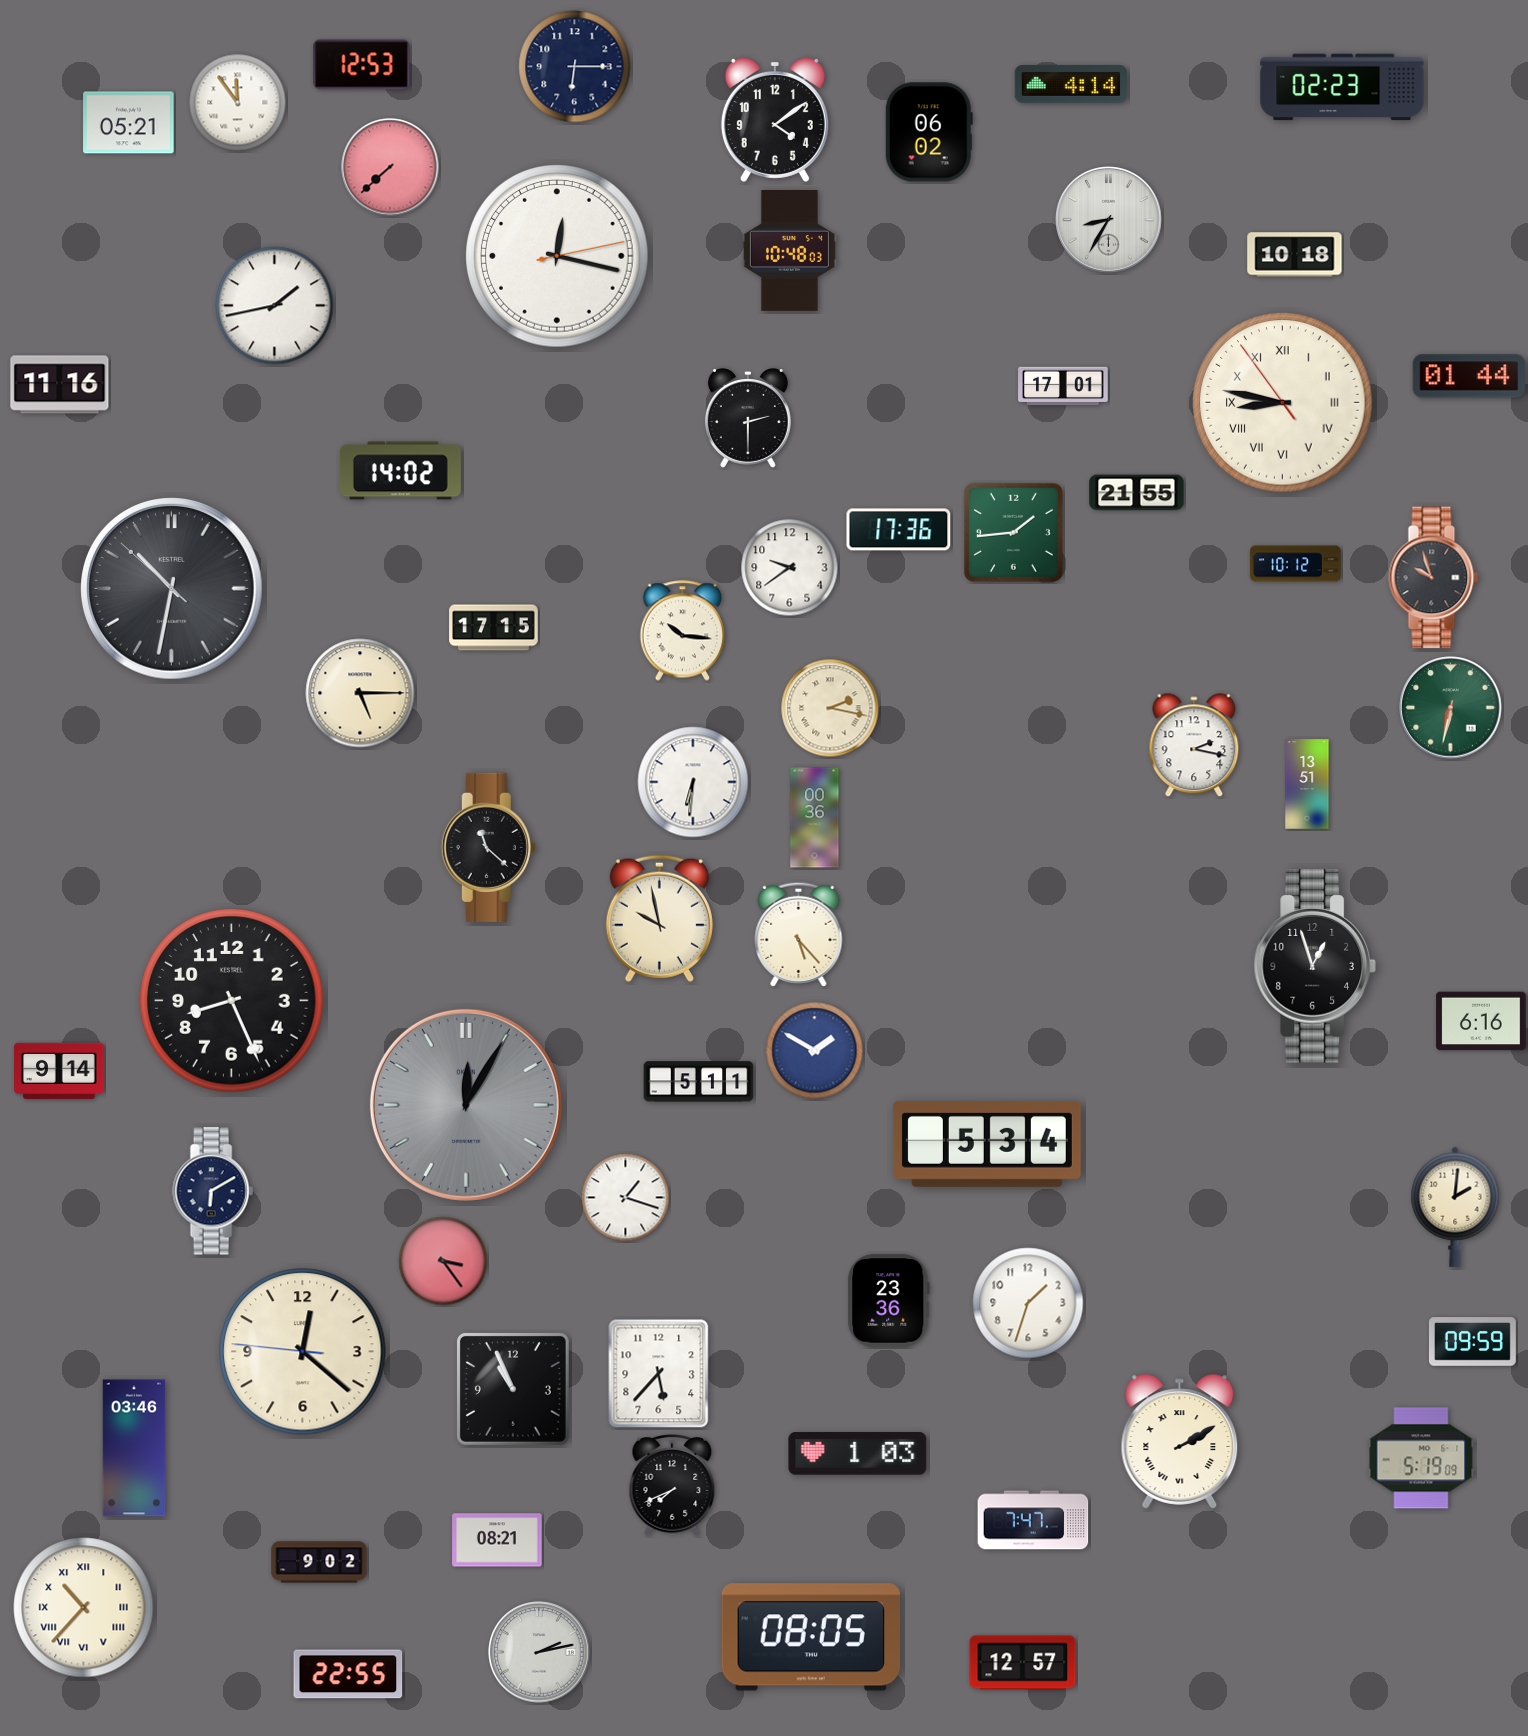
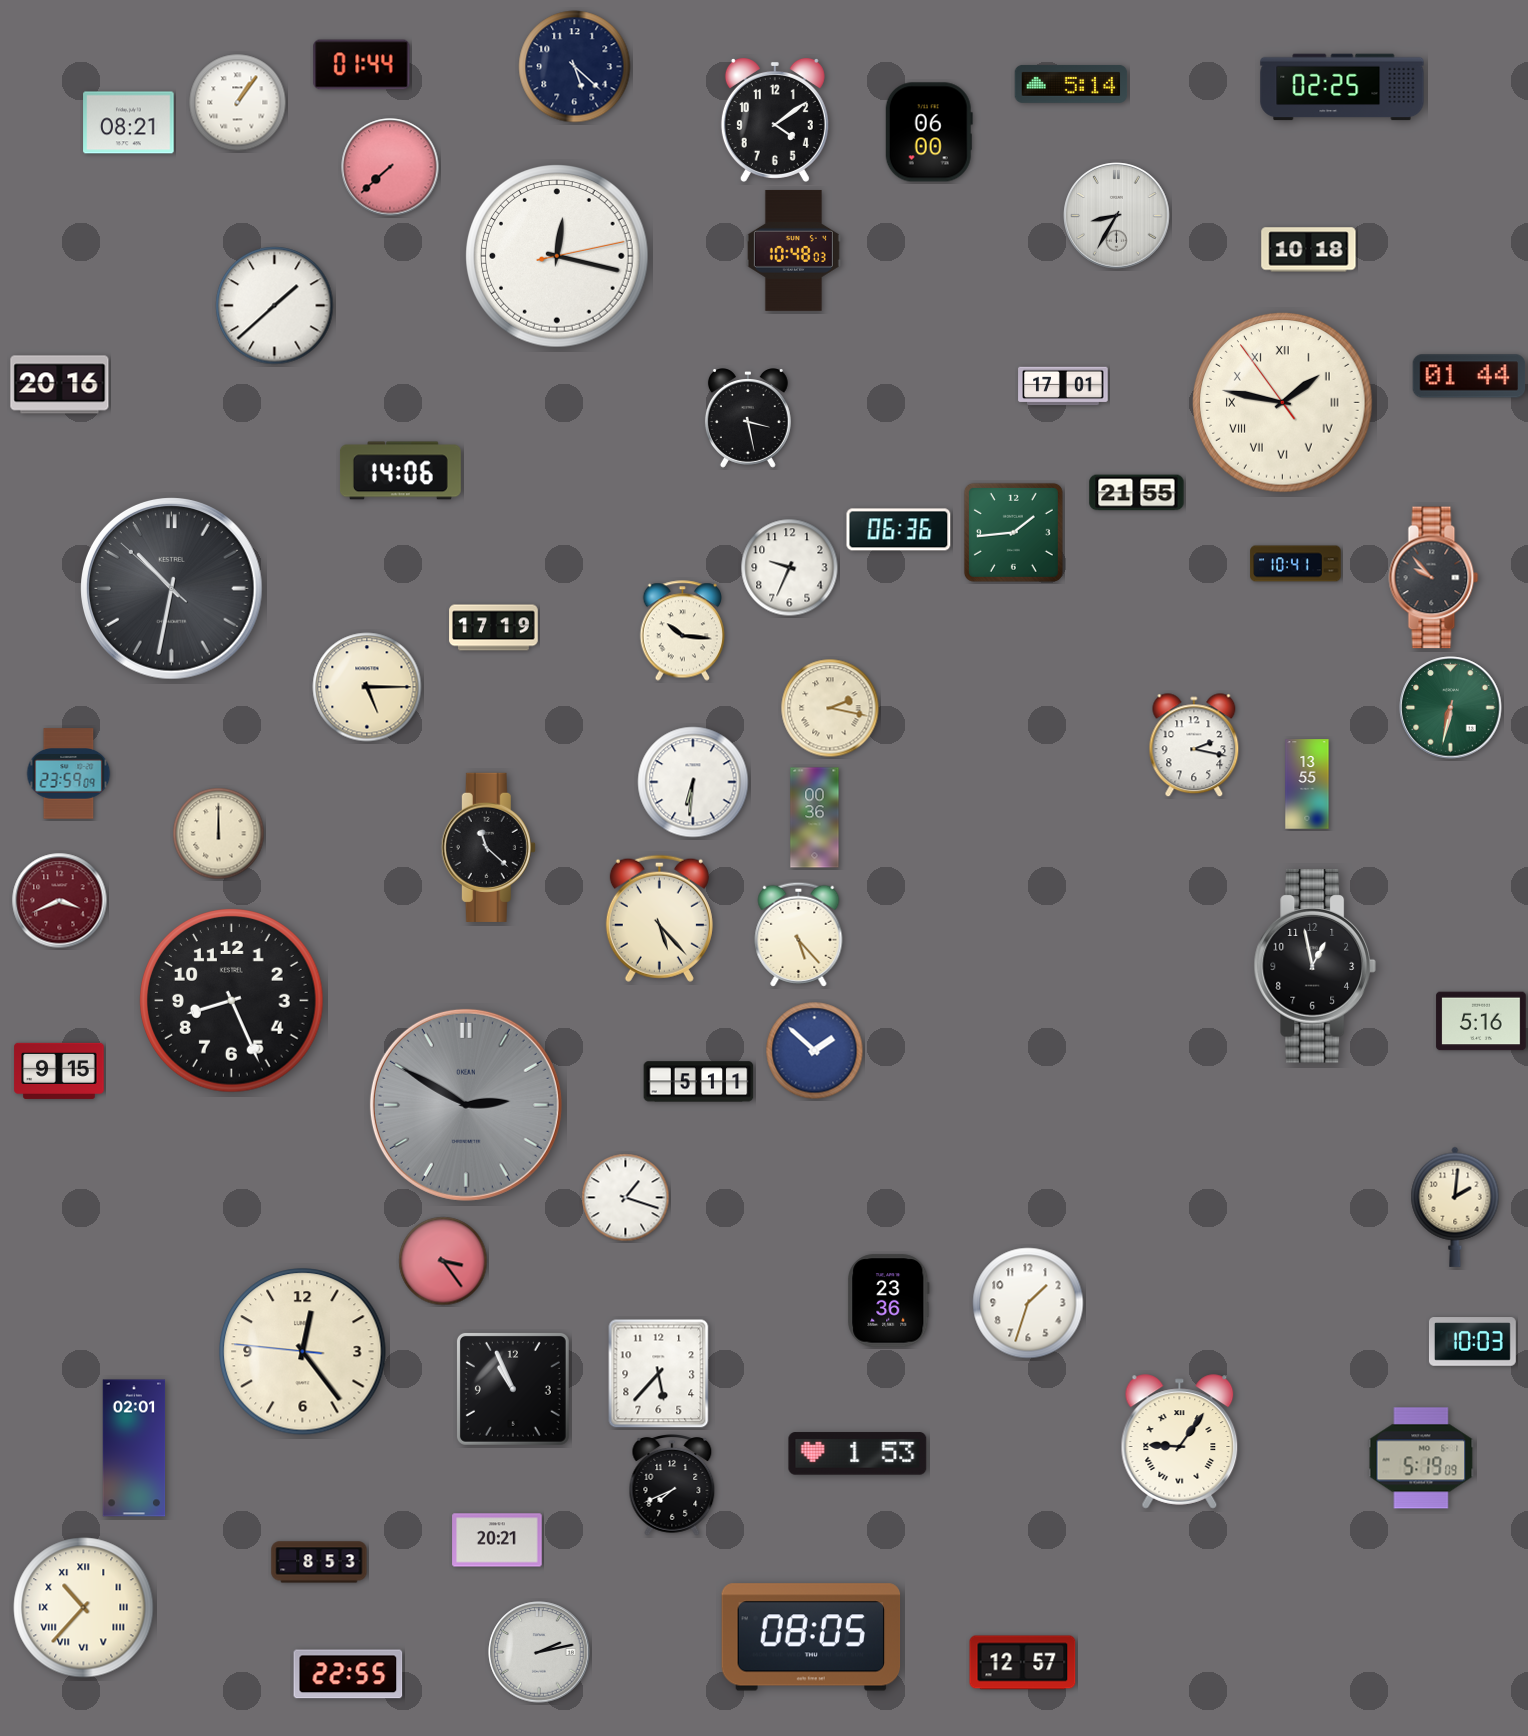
clock at (362, 65): 12:53 -> 01:44
clock at (575, 67): 6:15 -> 5:22
clock at (1071, 84): 4:14 -> 5:14
clock at (1342, 87): 02:23 -> 02:25
clock at (238, 103): 11:54 -> 1:06
clock at (129, 123): 05:21 -> 08:21
clock at (929, 132): 06:02 -> 06:00
clock at (1109, 220) position: (1109, 220) -> (1117, 216)
clock at (789, 250) position: (789, 250) -> (793, 250)
clock at (1295, 255) position: (1295, 255) -> (1309, 250)
clock at (275, 306): 1:43 -> 1:38
clock at (60, 385): 11:16 -> 20:16
clock at (1283, 403): 8:46 -> 1:46
clock at (748, 418): 2:30 -> 3:28
clock at (400, 471): 14:02 -> 14:06
clock at (899, 530): 17:36 -> 06:36
clock at (1296, 564): 10:12 -> 10:41
clock at (790, 568): 9:39 -> 9:34
clock at (1434, 578): 9:57 -> 9:53
clock at (494, 628): 17:15 -> 17:19
clock at (360, 693) position: (360, 693) -> (367, 687)
clock at (69, 774): none -> 23:59
clock at (1307, 784): 13:51 -> 13:55
clock at (219, 834): none -> 12:00
clock at (60, 901): none -> 3:41
clock at (659, 918): 9:58 -> 5:23
clock at (1314, 966): 12:57 -> 12:58
clock at (1481, 1021): 6:16 -> 5:16
clock at (815, 1051): 1:50 -> 1:52
clock at (59, 1071): 9:14 -> 9:15
clock at (466, 1105): 12:05 -> 2:50
clock at (987, 1144): 5:34 -> none
clock at (213, 1191): 6:10 -> none
clock at (1472, 1342): 09:59 -> 10:03
clock at (303, 1352): 12:21 -> 12:23
clock at (1180, 1442): 2:10 -> 9:06
clock at (134, 1448): 03:46 -> 02:01
clock at (858, 1454): 1:03 -> 1:53
clock at (1033, 1520): 7:47 -> none
clock at (497, 1540): 08:21 -> 20:21
clock at (319, 1562): 9:02 -> 8:53
